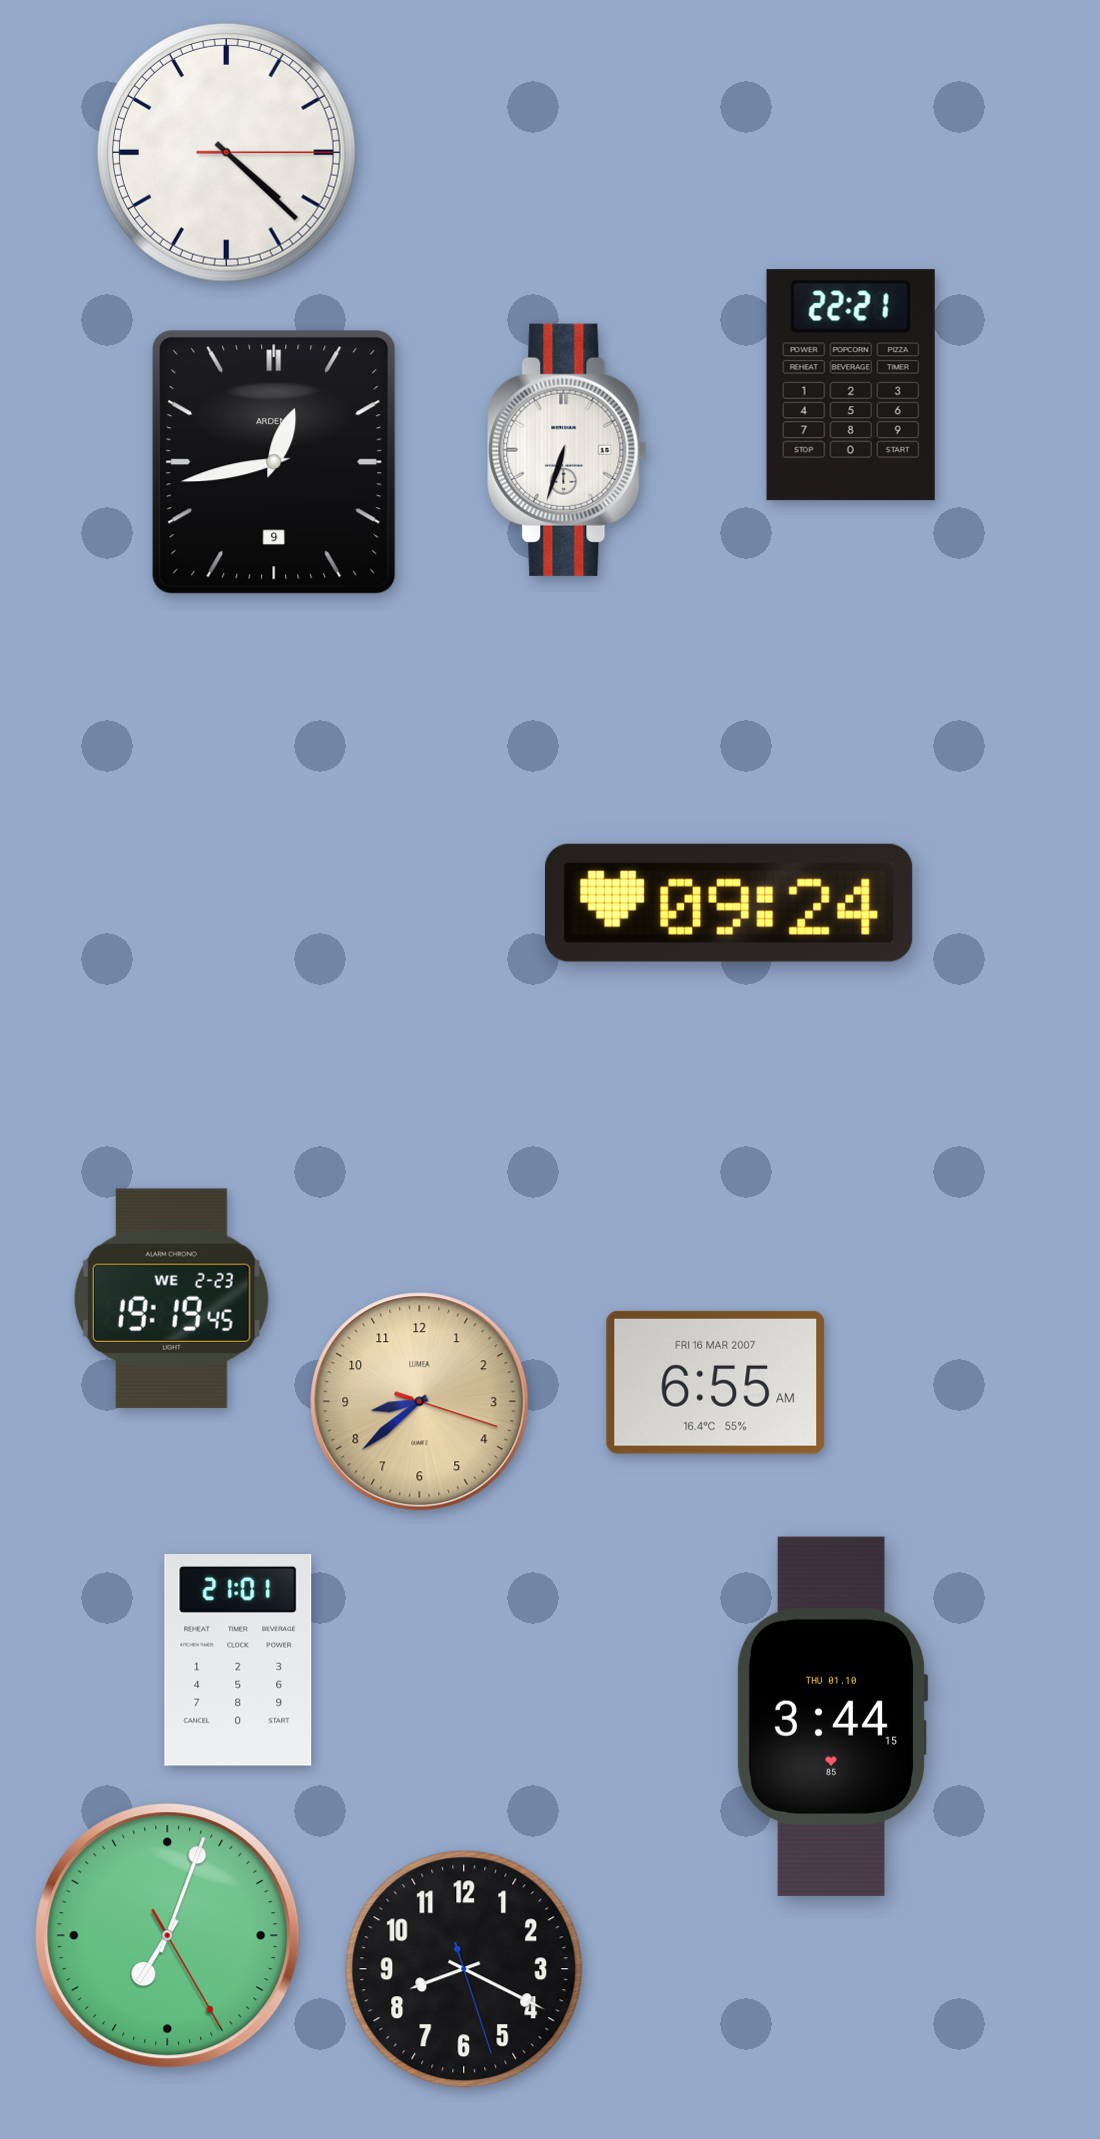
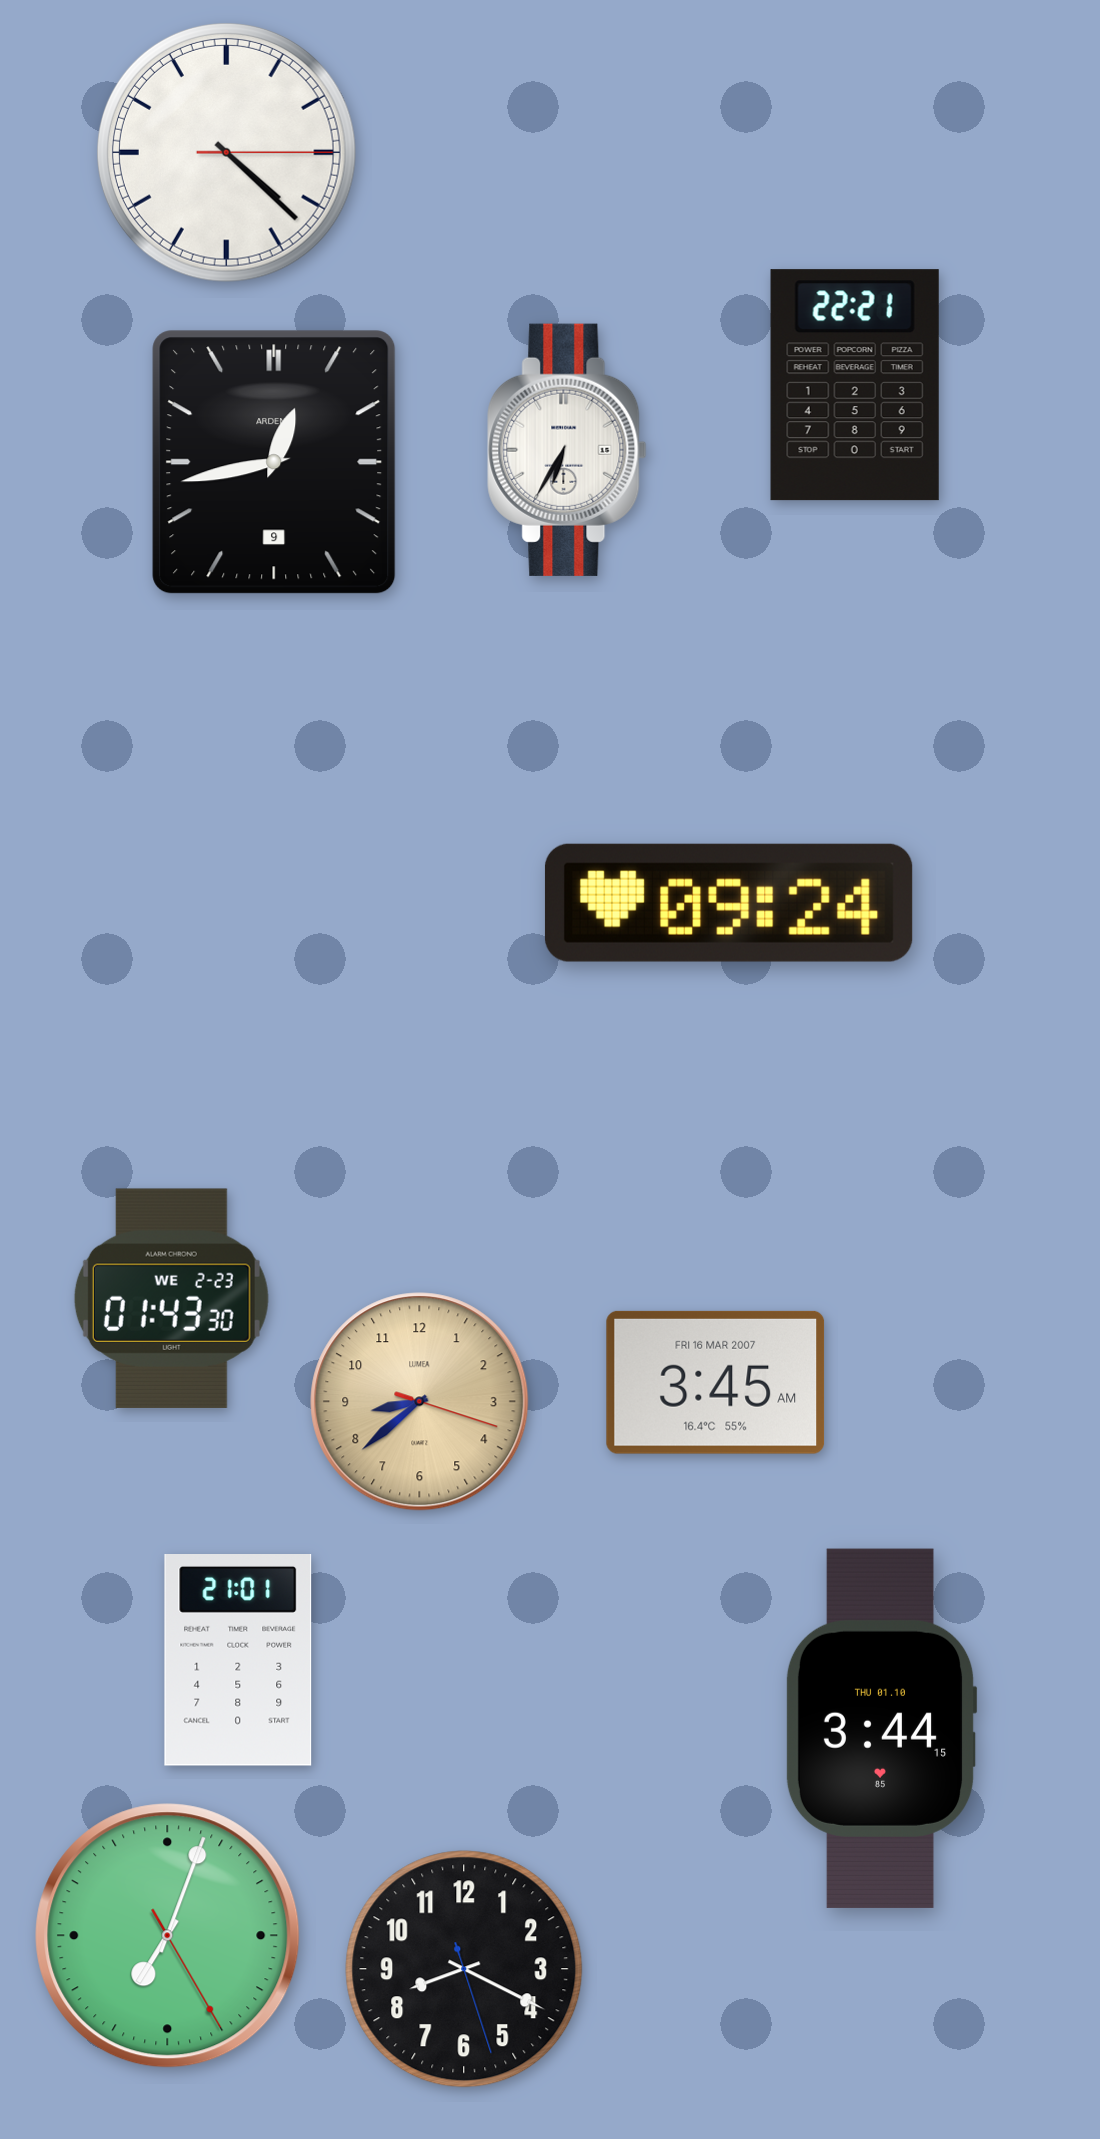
clock at (851, 385) position: (851, 385) -> (855, 385)
clock at (567, 450): 6:33 -> 6:35
clock at (171, 1298): 19:19 -> 01:43
clock at (716, 1382): 6:55 -> 3:45
clock at (832, 1716) position: (832, 1716) -> (881, 1728)
